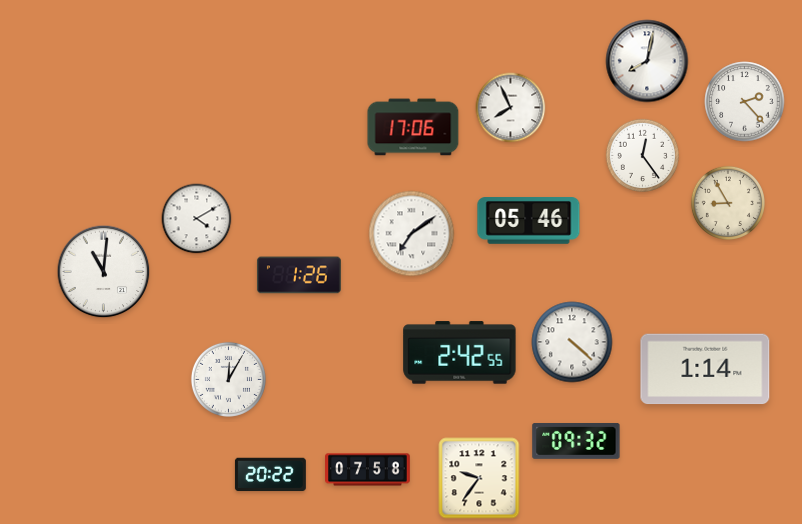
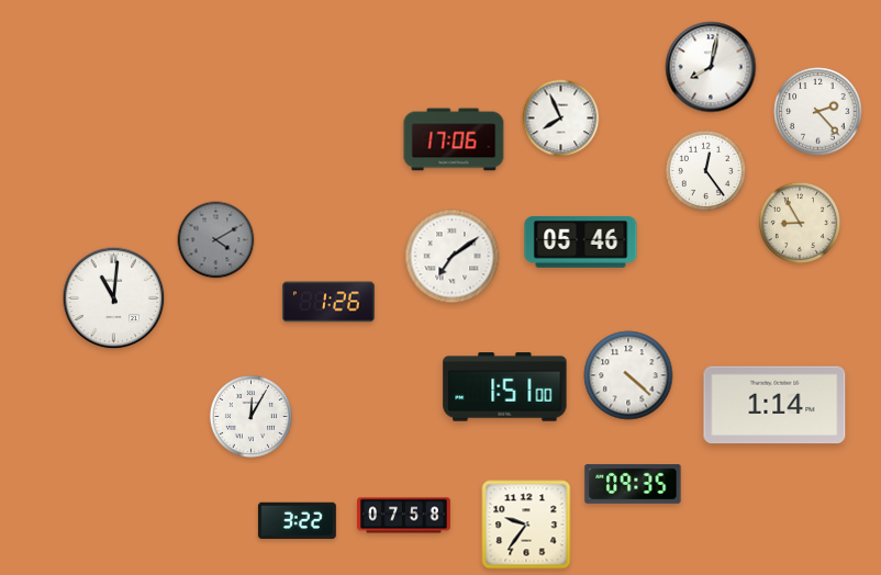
clock at (197, 219) dial: white -> grey
clock at (460, 353): 2:42 -> 1:51
clock at (576, 442): 09:32 -> 09:35
clock at (270, 475): 20:22 -> 3:22
